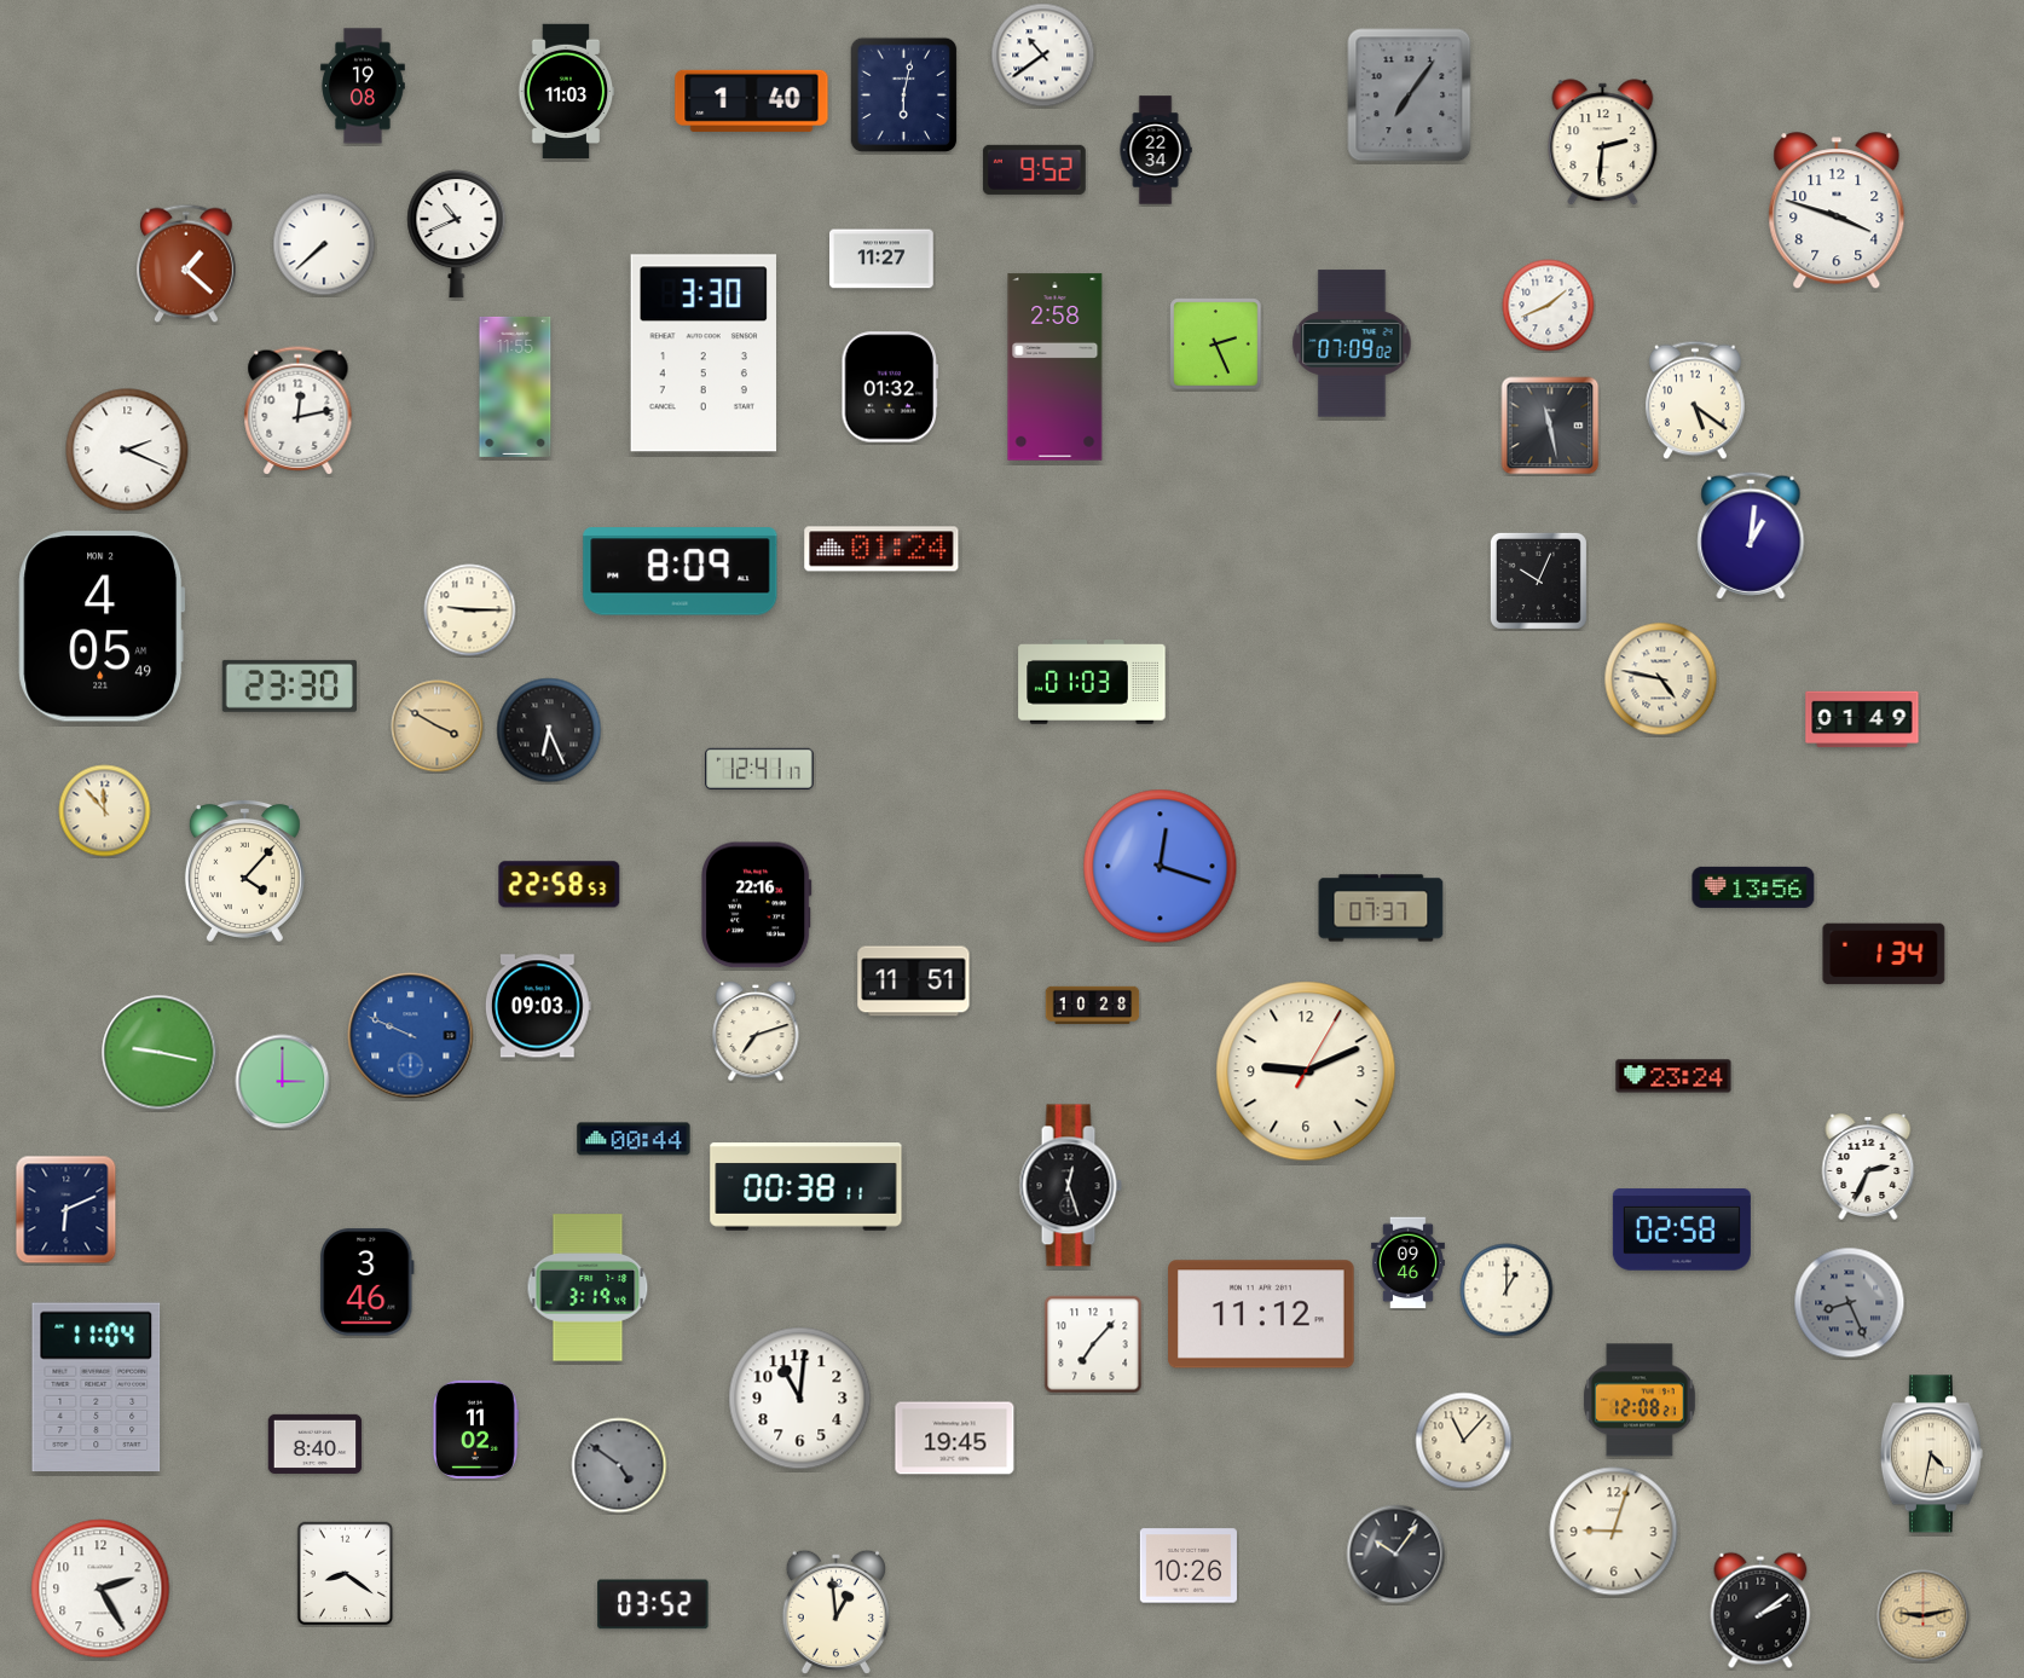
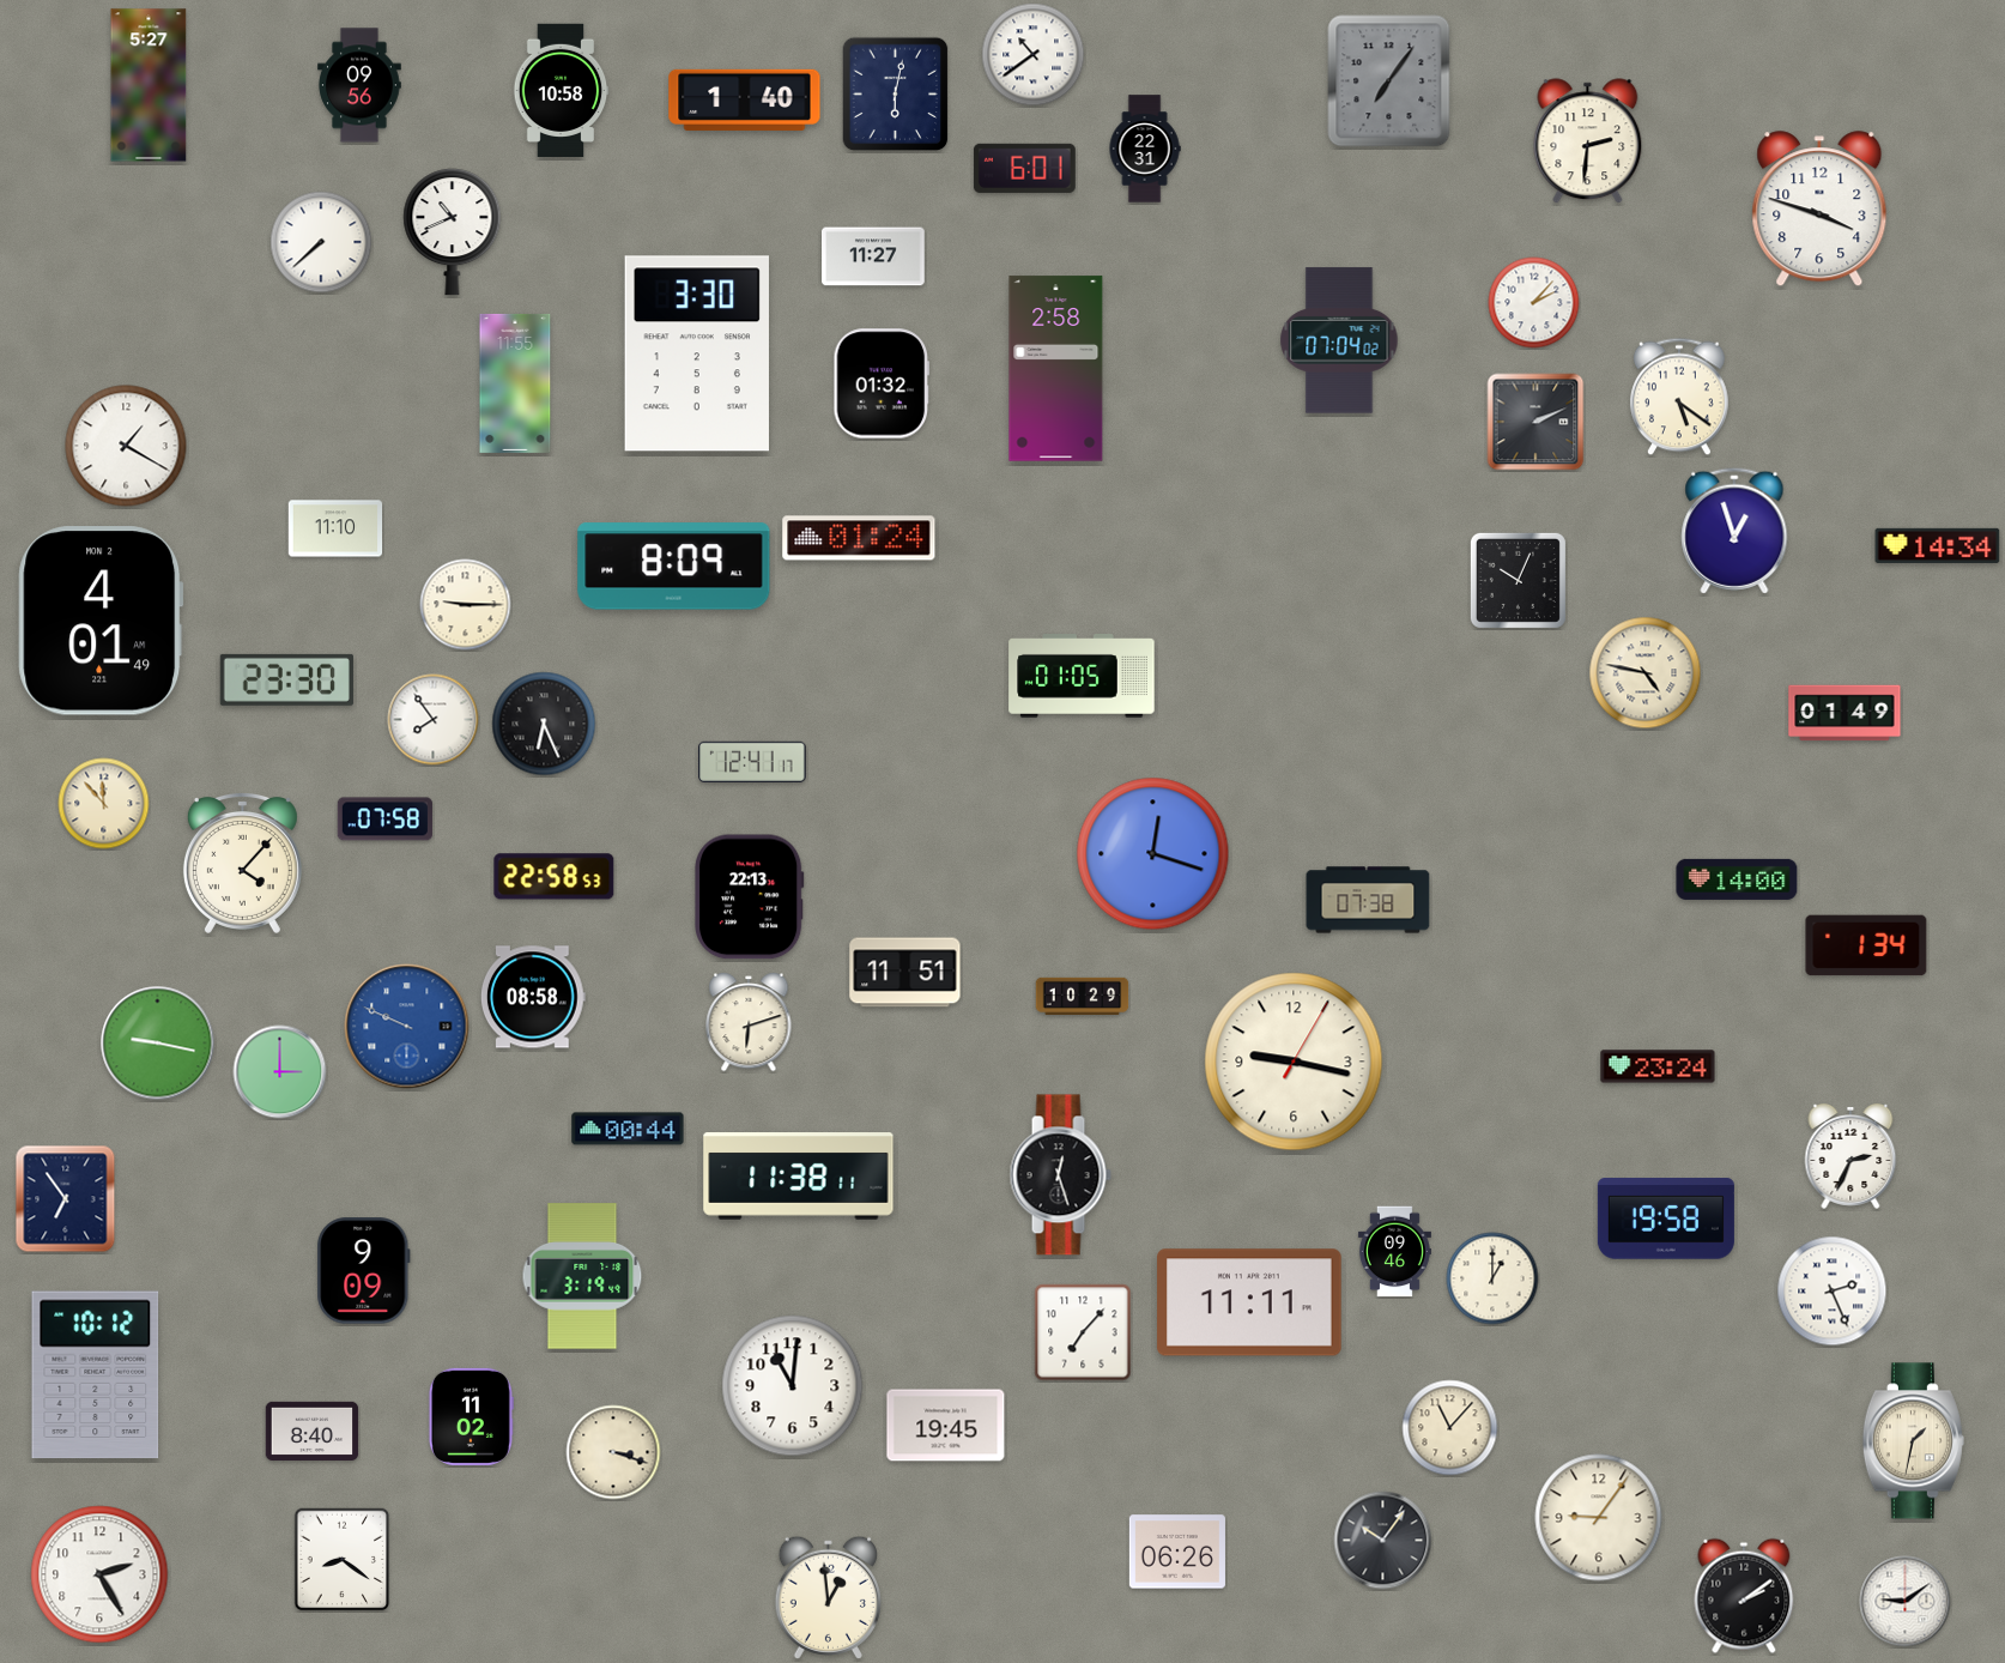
clock at (149, 85): none -> 5:27
clock at (363, 86): 19:08 -> 09:56
clock at (566, 92): 11:03 -> 10:58
clock at (1410, 96) position: (1410, 96) -> (1389, 81)
clock at (1156, 150): 22:34 -> 22:31
clock at (1034, 169): 9:52 -> 6:01
clock at (187, 264): 1:22 -> none
clock at (1549, 306): 1:41 -> 2:07
clock at (1352, 343): 07:09 -> 07:04
clock at (1216, 345): 2:26 -> none
clock at (704, 353) position: (704, 353) -> (697, 353)
clock at (1056, 368) position: (1056, 368) -> (1056, 369)
clock at (515, 387) position: (515, 387) -> (515, 383)
clock at (299, 411): 12:13 -> none
clock at (1550, 426): 11:28 -> 2:11
clock at (127, 450): 2:19 -> 1:20
clock at (335, 528): none -> 11:10
clock at (1751, 536): 1:01 -> 12:57
clock at (881, 549) position: (881, 549) -> (859, 538)
clock at (1938, 545): none -> 14:34
clock at (1538, 580) position: (1538, 580) -> (1518, 580)
clock at (102, 626): 4:05 -> 4:01
clock at (1092, 683): 01:03 -> 01:05
clock at (438, 727): 3:50 -> 7:54
clock at (438, 727) dial: champagne -> white
clock at (384, 820): none -> 07:58
clock at (1161, 867) position: (1161, 867) -> (1153, 854)
clock at (1753, 887): 13:56 -> 14:00
clock at (757, 905): 22:16 -> 22:13
clock at (1381, 908): 07:37 -> 07:38
clock at (1093, 1005): 10:28 -> 10:29
clock at (538, 1006): 09:03 -> 08:58
clock at (756, 1032): 7:12 -> 6:12
clock at (1306, 1071): 9:11 -> 9:17
clock at (806, 1187): 00:38 -> 11:38
clock at (66, 1210): 6:11 -> 6:54
clock at (1682, 1229): 02:58 -> 19:58
clock at (368, 1283): 3:46 -> 9:09
clock at (1850, 1303): 8:26 -> 2:26
clock at (1850, 1303) dial: grey -> white
clock at (1261, 1314): 11:12 -> 11:11
clock at (97, 1388): 11:04 -> 10:12
clock at (1641, 1400): 12:08 -> none
clock at (1931, 1454): 4:32 -> 1:32
clock at (619, 1465): 4:51 -> 3:18
clock at (619, 1465) dial: grey -> cream
clock at (1614, 1532): 9:03 -> 9:06
clock at (1189, 1566): 10:26 -> 06:26
clock at (653, 1604): 03:52 -> none
clock at (1924, 1616): 9:13 -> 9:09
clock at (1924, 1616) dial: champagne -> white
